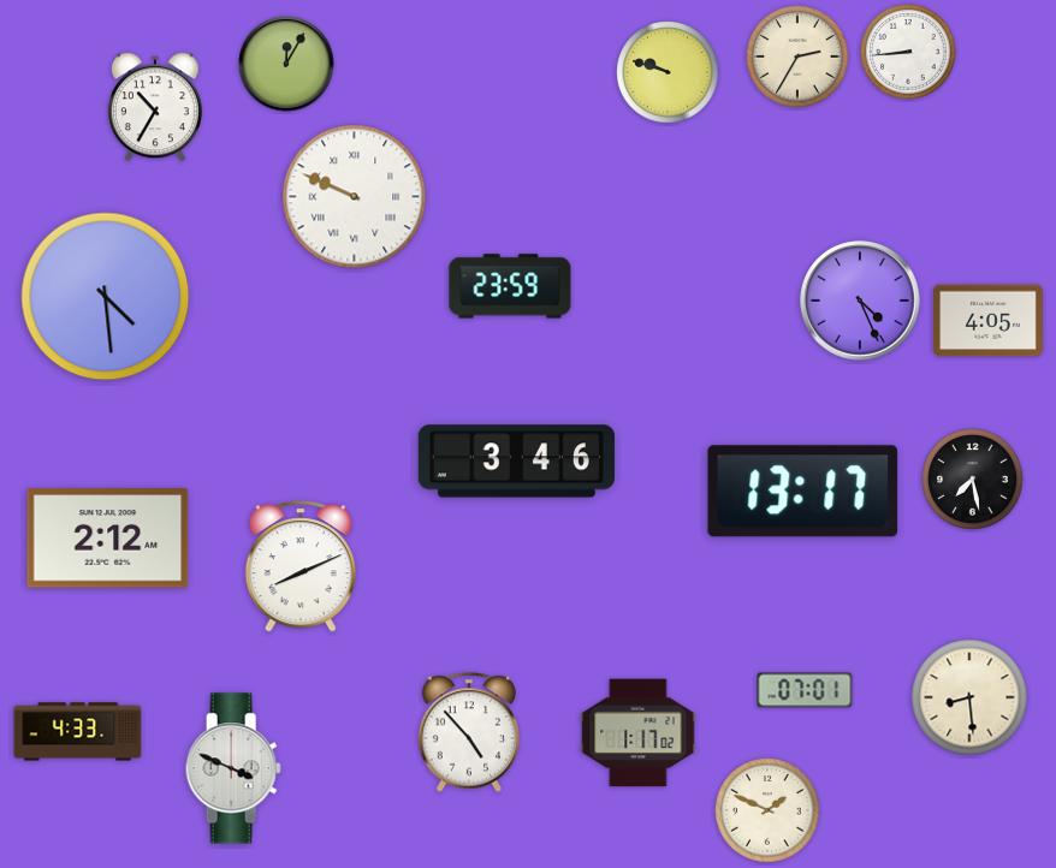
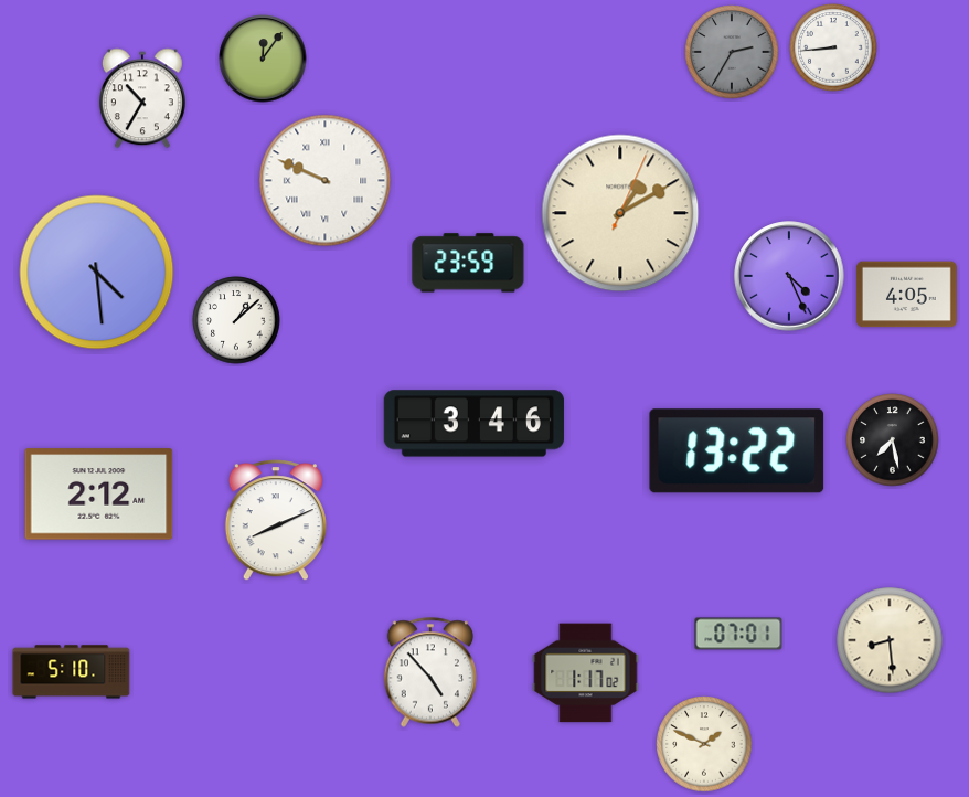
clock at (797, 57) dial: cream -> grey
clock at (286, 64): 12:05 -> 12:06
clock at (668, 72): 9:48 -> none
clock at (620, 213): none -> 1:10
clock at (236, 320): none -> 1:08
clock at (803, 492): 13:17 -> 13:22
clock at (78, 732): 4:33 -> 5:10
clock at (233, 768): 3:49 -> none
